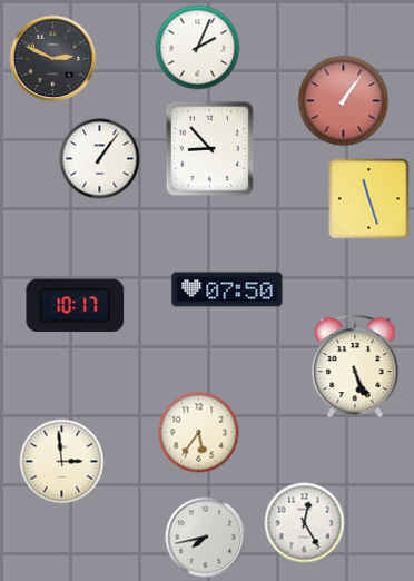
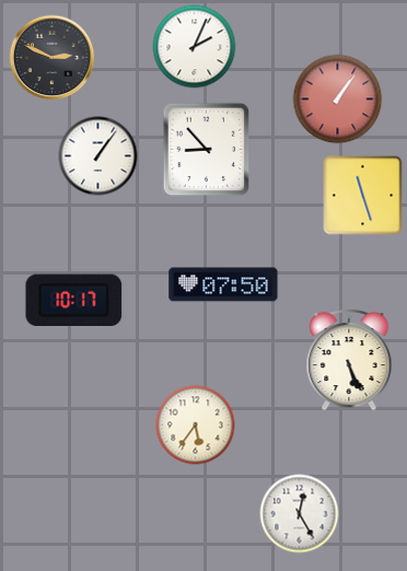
clock at (210, 149) position: (210, 149) -> (207, 150)
clock at (62, 462): 2:59 -> none
clock at (206, 538): 7:43 -> none
